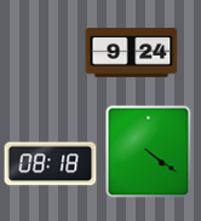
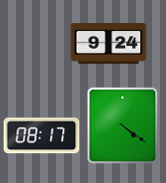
clock at (51, 164): 08:18 -> 08:17
